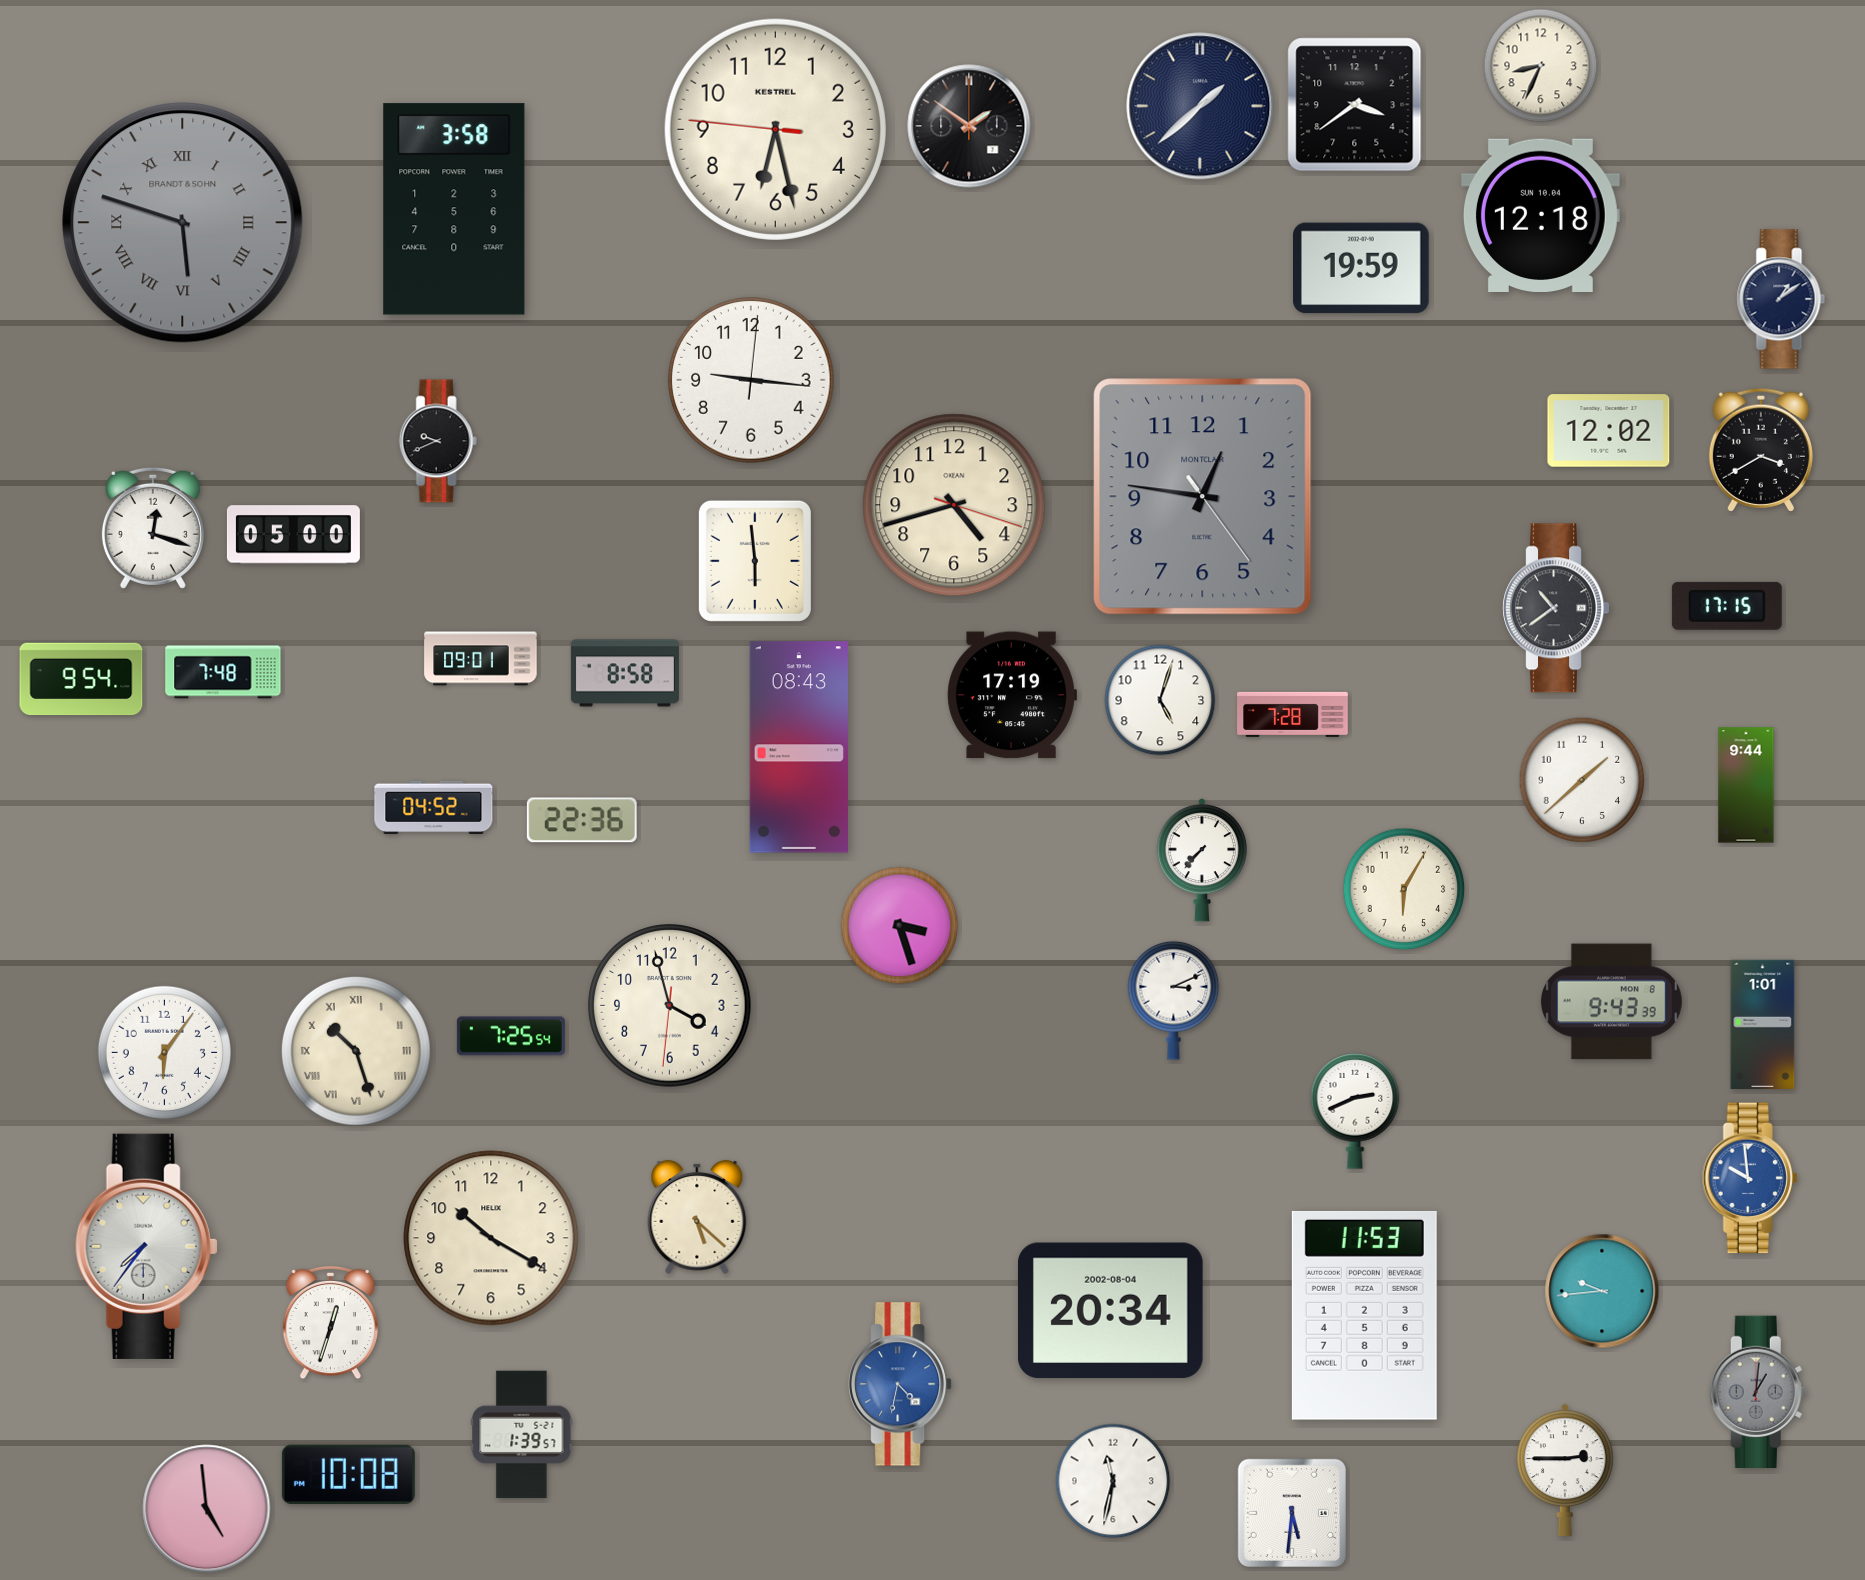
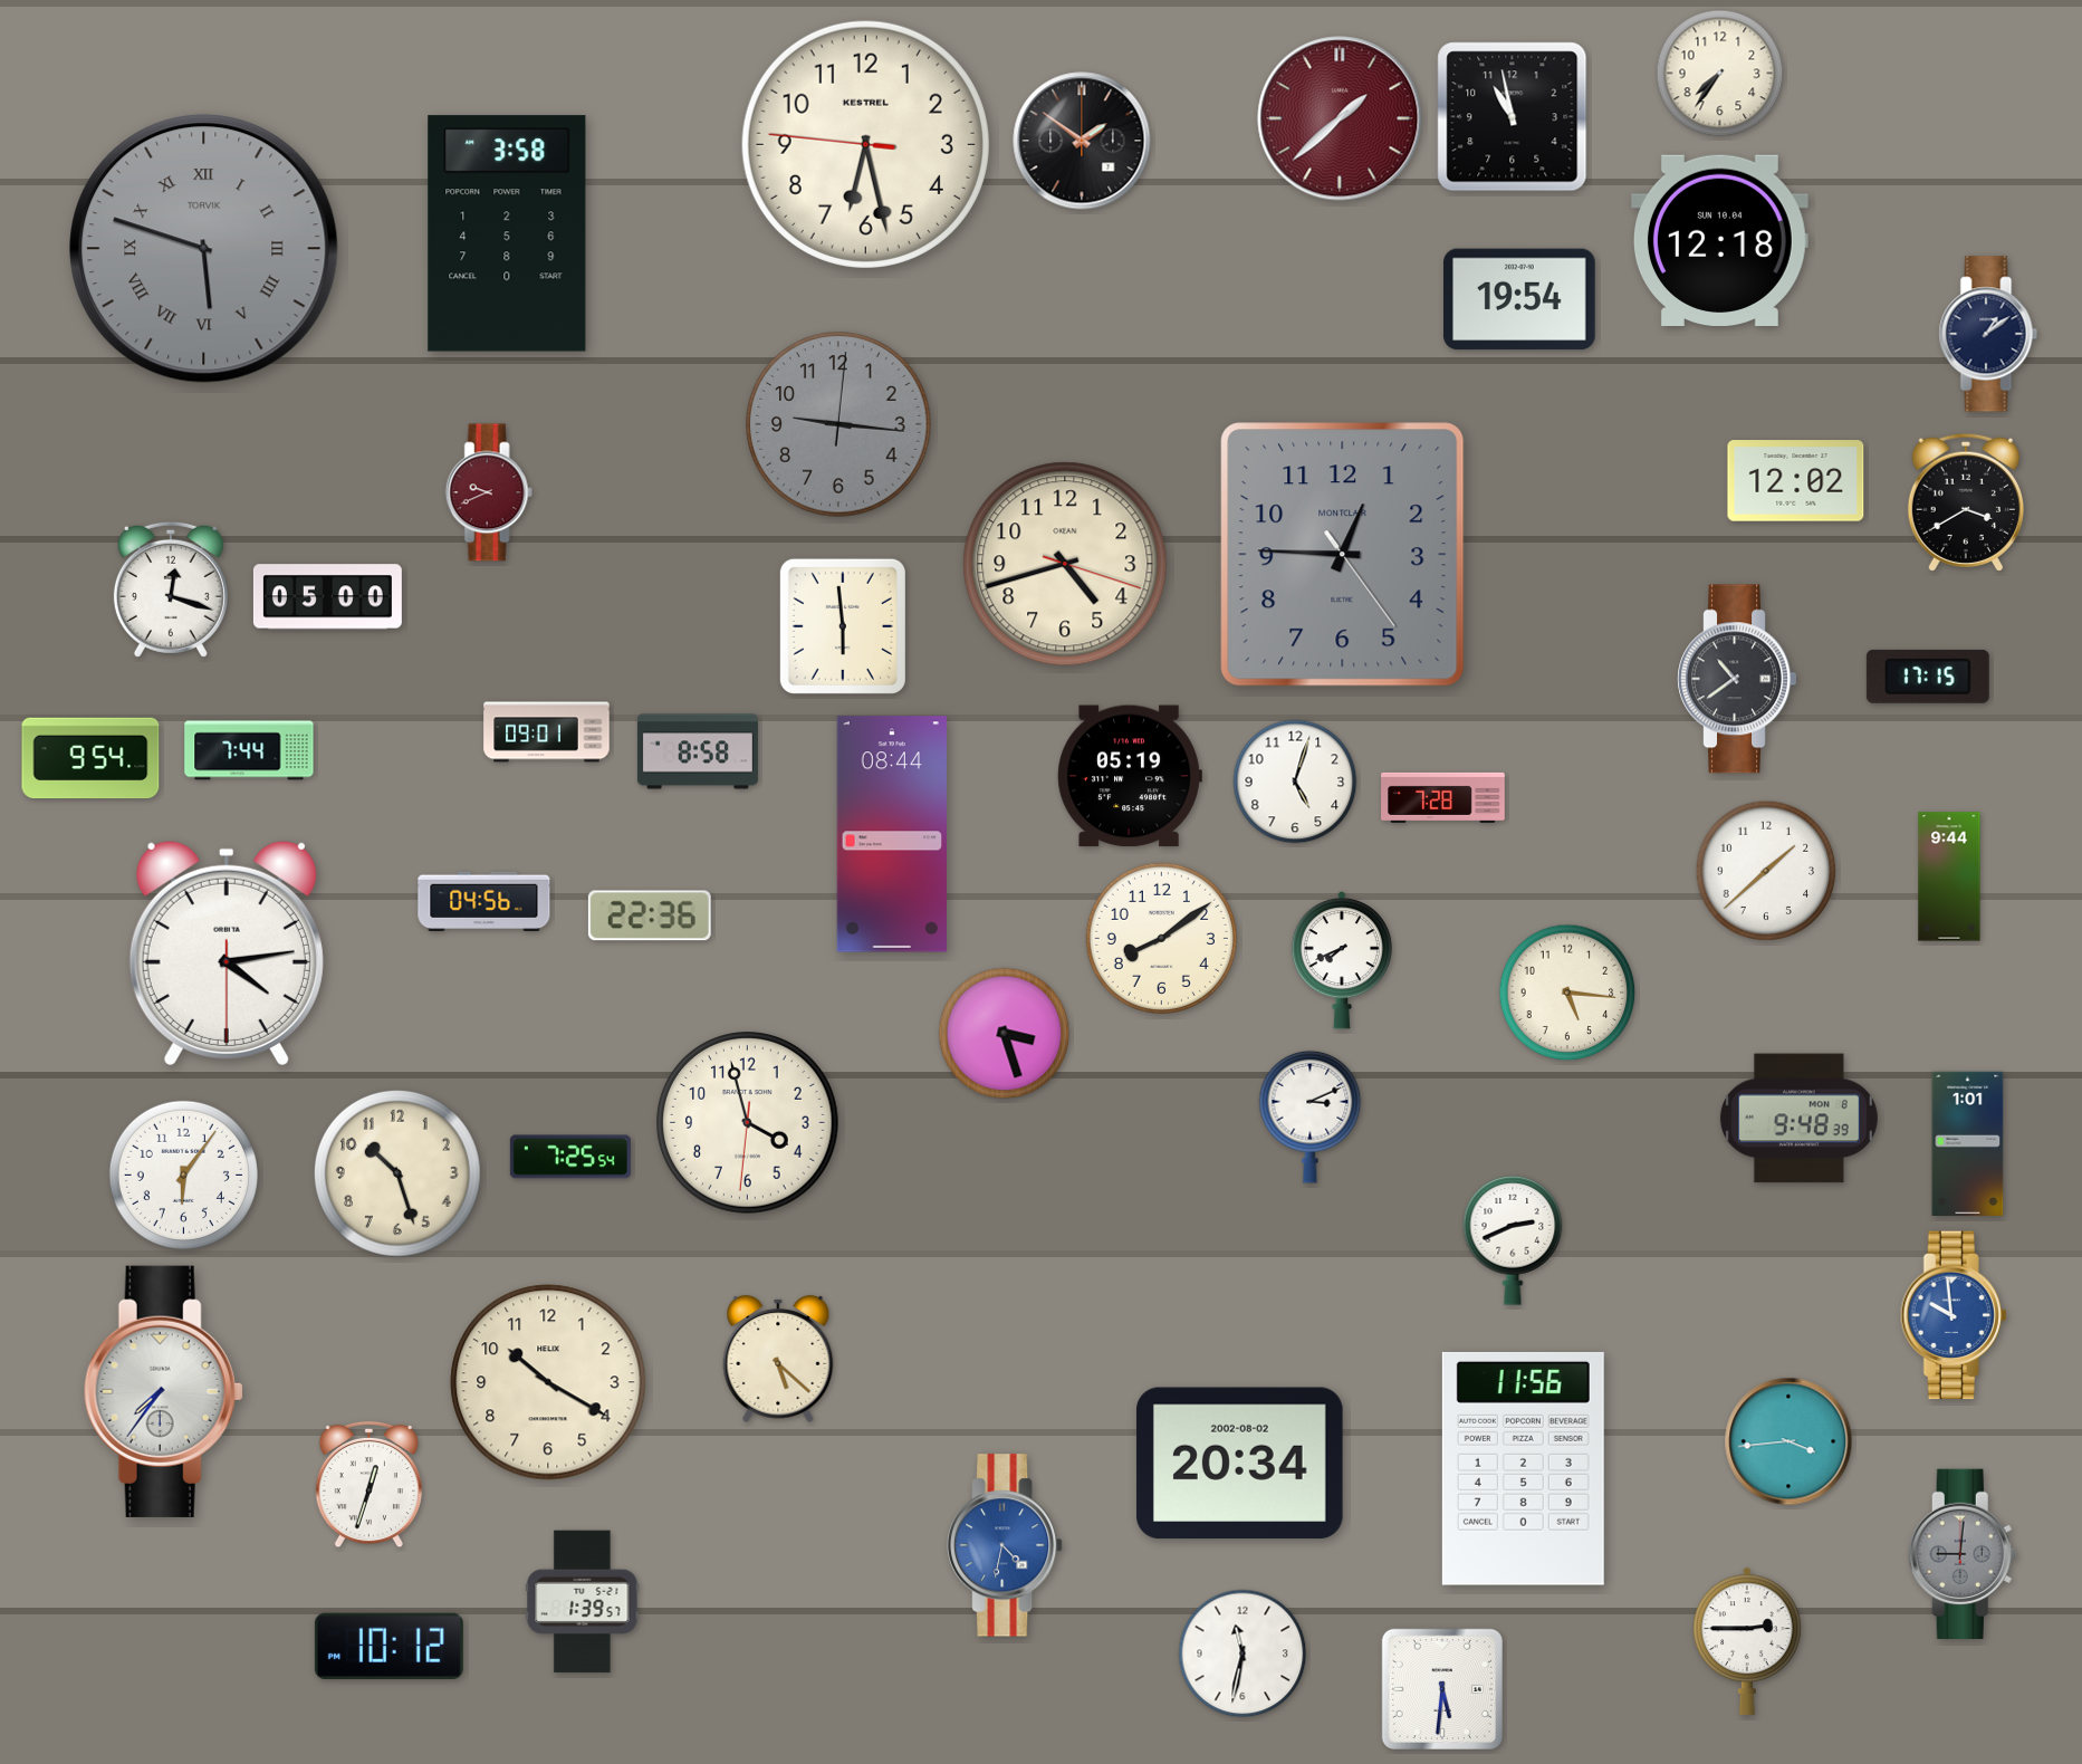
clock at (1541, 66): 8:34 -> 7:36
clock at (1355, 105): 3:39 -> 10:58
clock at (1200, 106) dial: navy -> burgundy
clock at (183, 223) brand: BRANDT & SOHN -> TORVIK
clock at (1362, 268): 19:59 -> 19:54
clock at (751, 380) dial: white -> grey
clock at (438, 441) dial: black -> burgundy
clock at (1203, 497): 12:46 -> 12:45
clock at (481, 659) position: (481, 659) -> (547, 732)
clock at (223, 672): 7:48 -> 7:44
clock at (1012, 695): 17:19 -> 05:19
clock at (798, 747): 08:43 -> 08:44
clock at (434, 807): 04:52 -> 04:56
clock at (1161, 938): none -> 8:09
clock at (227, 952): none -> 4:13
clock at (1202, 860): 7:37 -> 7:41
clock at (1404, 889): 6:05 -> 5:16
clock at (1611, 1002): 9:43 -> 9:48
clock at (356, 1051) numerals: Roman -> Arabic
clock at (1602, 1291): 9:44 -> 3:44
clock at (1110, 1311) date: 2002-08-04 -> 2002-08-02
clock at (1364, 1315): 11:53 -> 11:56
clock at (330, 1323) position: (330, 1323) -> (368, 1485)
clock at (1758, 1391): 1:01 -> 9:01
clock at (348, 1474): 10:08 -> 10:12
clock at (207, 1509): 4:59 -> none
